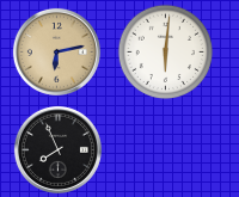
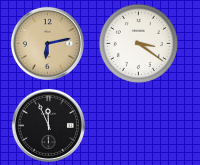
clock at (166, 53): 6:01 -> 3:21
clock at (57, 149): 7:56 -> 11:56
